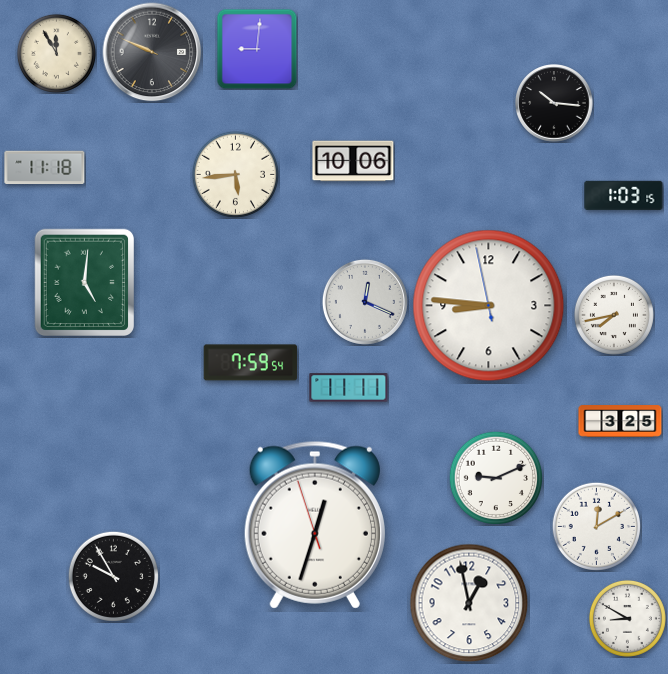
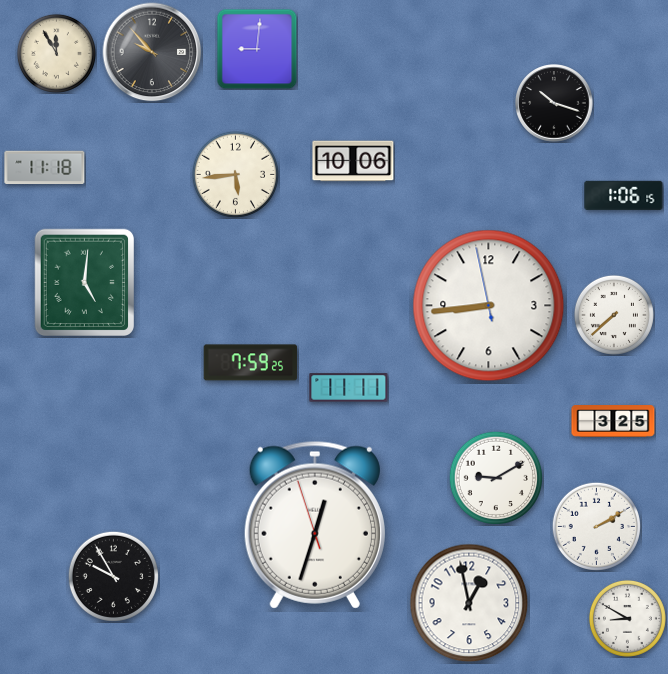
clock at (152, 52): 9:49 -> 9:53
clock at (554, 103): 10:16 -> 10:18
clock at (624, 195): 1:03 -> 1:06
clock at (365, 302): 12:19 -> none
clock at (489, 306): 8:45 -> 8:43
clock at (614, 315): 7:43 -> 7:38
clock at (251, 363): 7:59:54 -> 7:59:25
clock at (620, 421) position: (620, 421) -> (613, 421)
clock at (495, 477): 9:11 -> 9:10
clock at (596, 526): 12:10 -> 2:10
